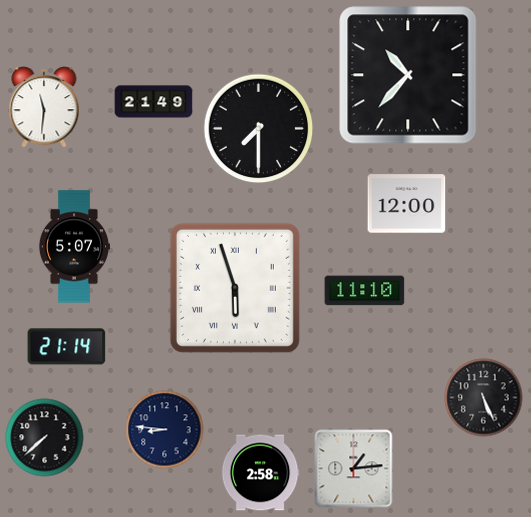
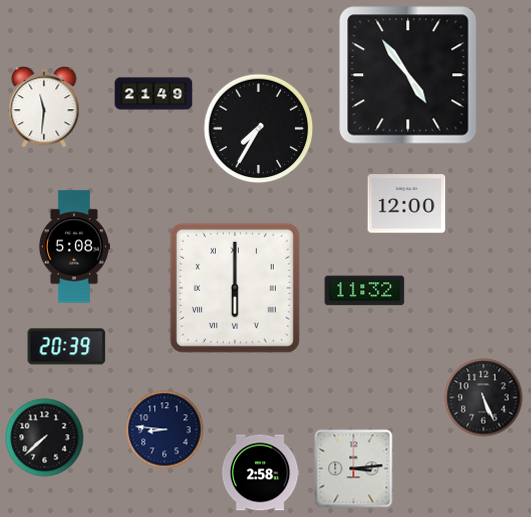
clock at (408, 75): 10:37 -> 4:54
clock at (153, 102) position: (153, 102) -> (153, 94)
clock at (258, 128): 7:30 -> 7:35
clock at (73, 247): 5:07 -> 5:08
clock at (235, 288): 5:57 -> 6:00
clock at (364, 291): 11:10 -> 11:32
clock at (66, 347): 21:14 -> 20:39
clock at (353, 468): 1:14 -> 3:14
